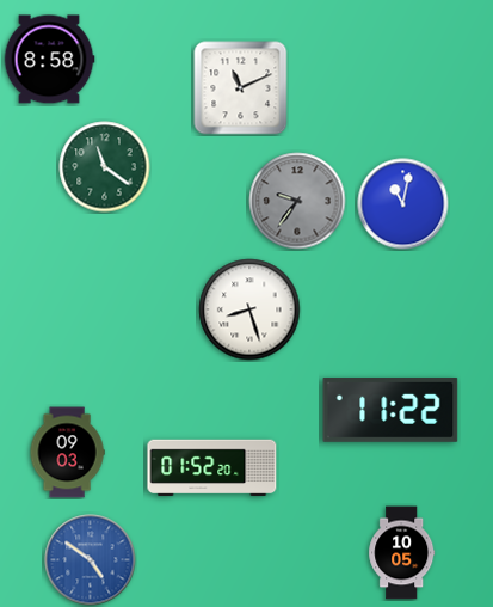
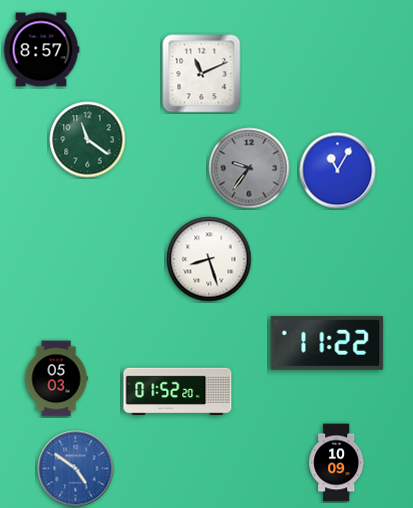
clock at (49, 60): 8:58 -> 8:57
clock at (403, 204): 11:02 -> 11:05
clock at (67, 453): 09:03 -> 05:03
clock at (402, 553): 10:05 -> 10:09
